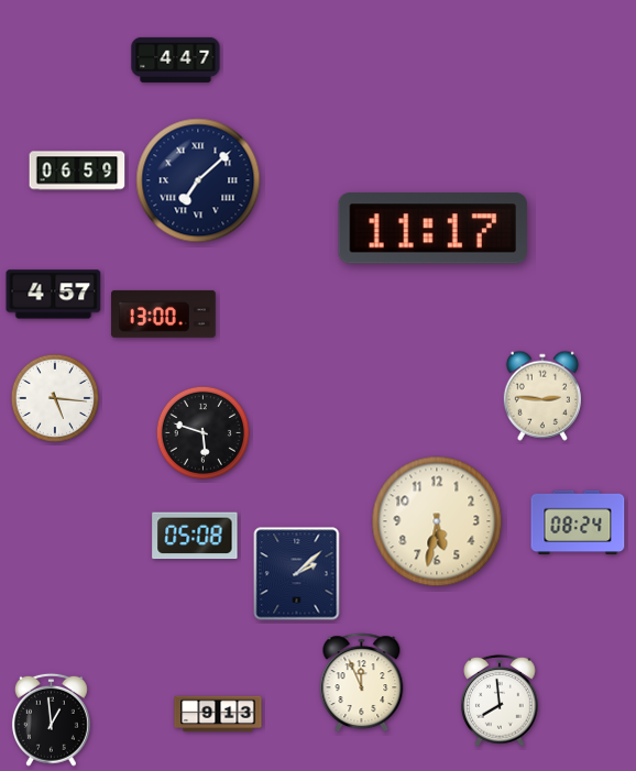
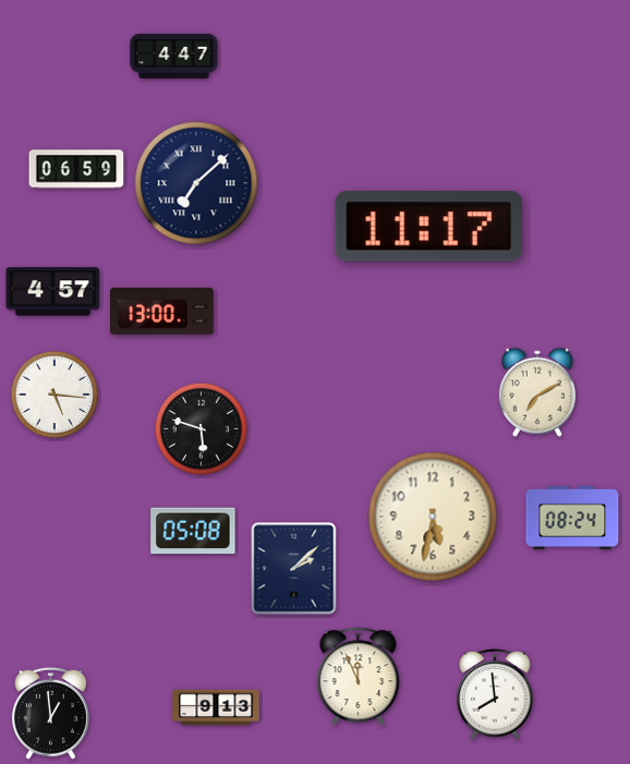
clock at (176, 59) position: (176, 59) -> (174, 56)
clock at (198, 180) position: (198, 180) -> (196, 183)
clock at (542, 396): 2:46 -> 7:10
